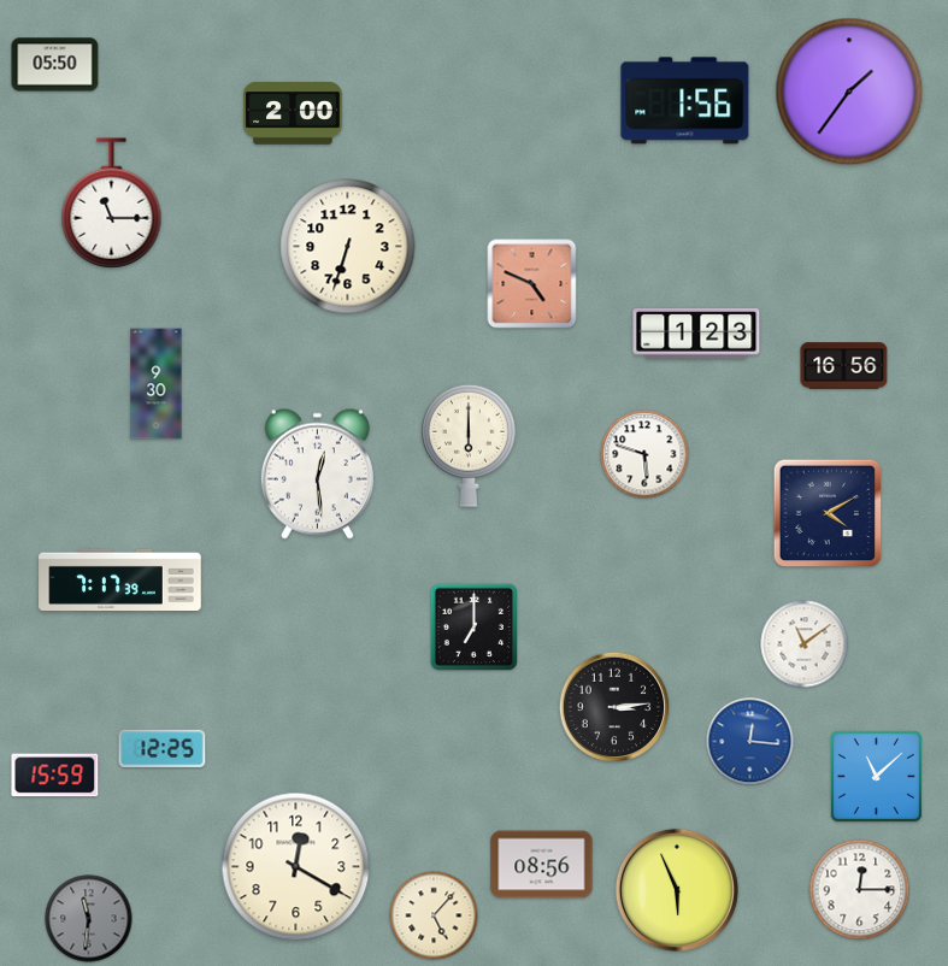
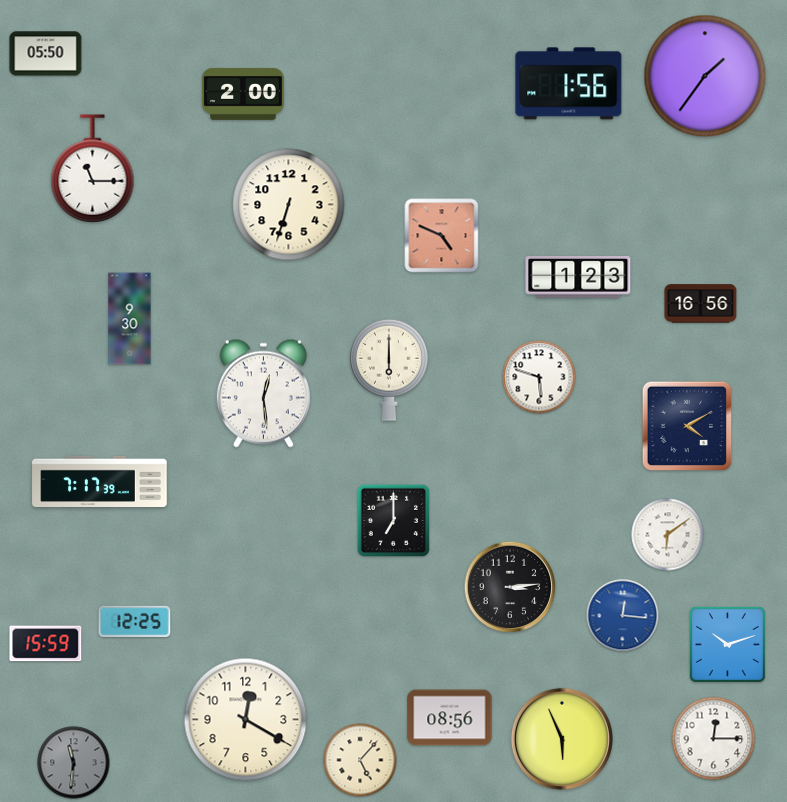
clock at (644, 454) position: (644, 454) -> (539, 377)
clock at (805, 644): 11:09 -> 6:09
clock at (876, 776): 11:08 -> 10:12
